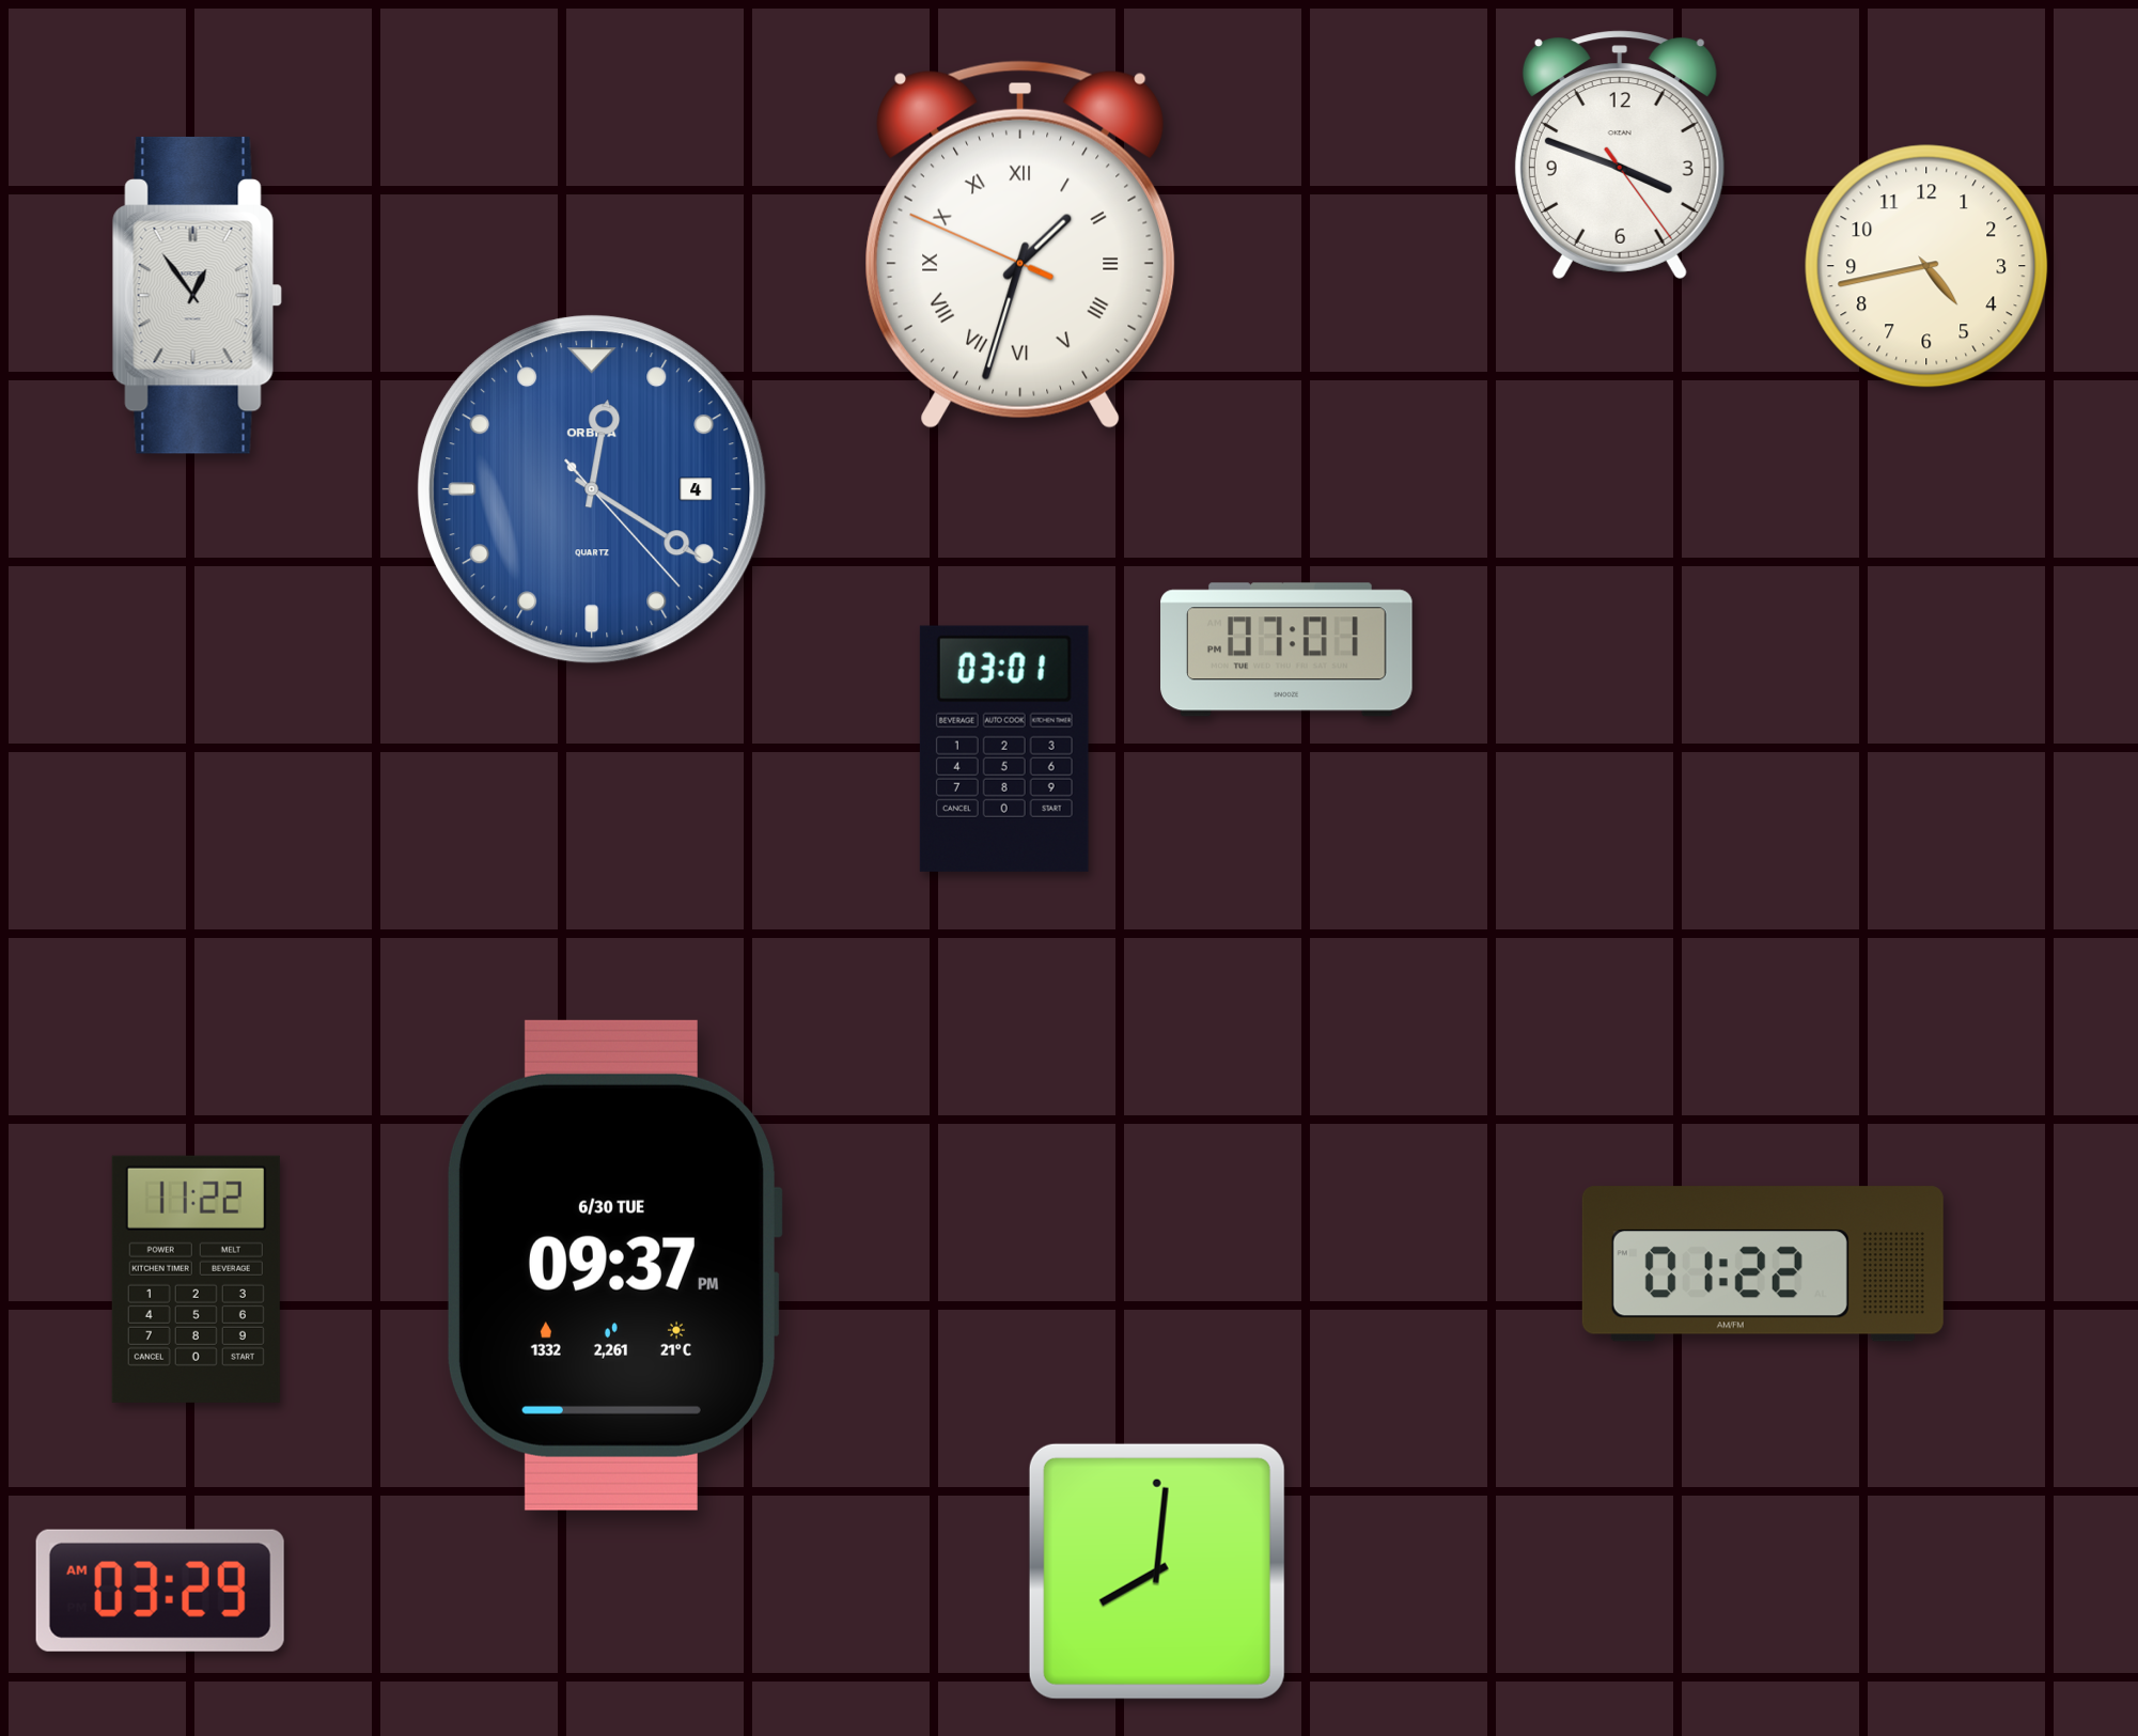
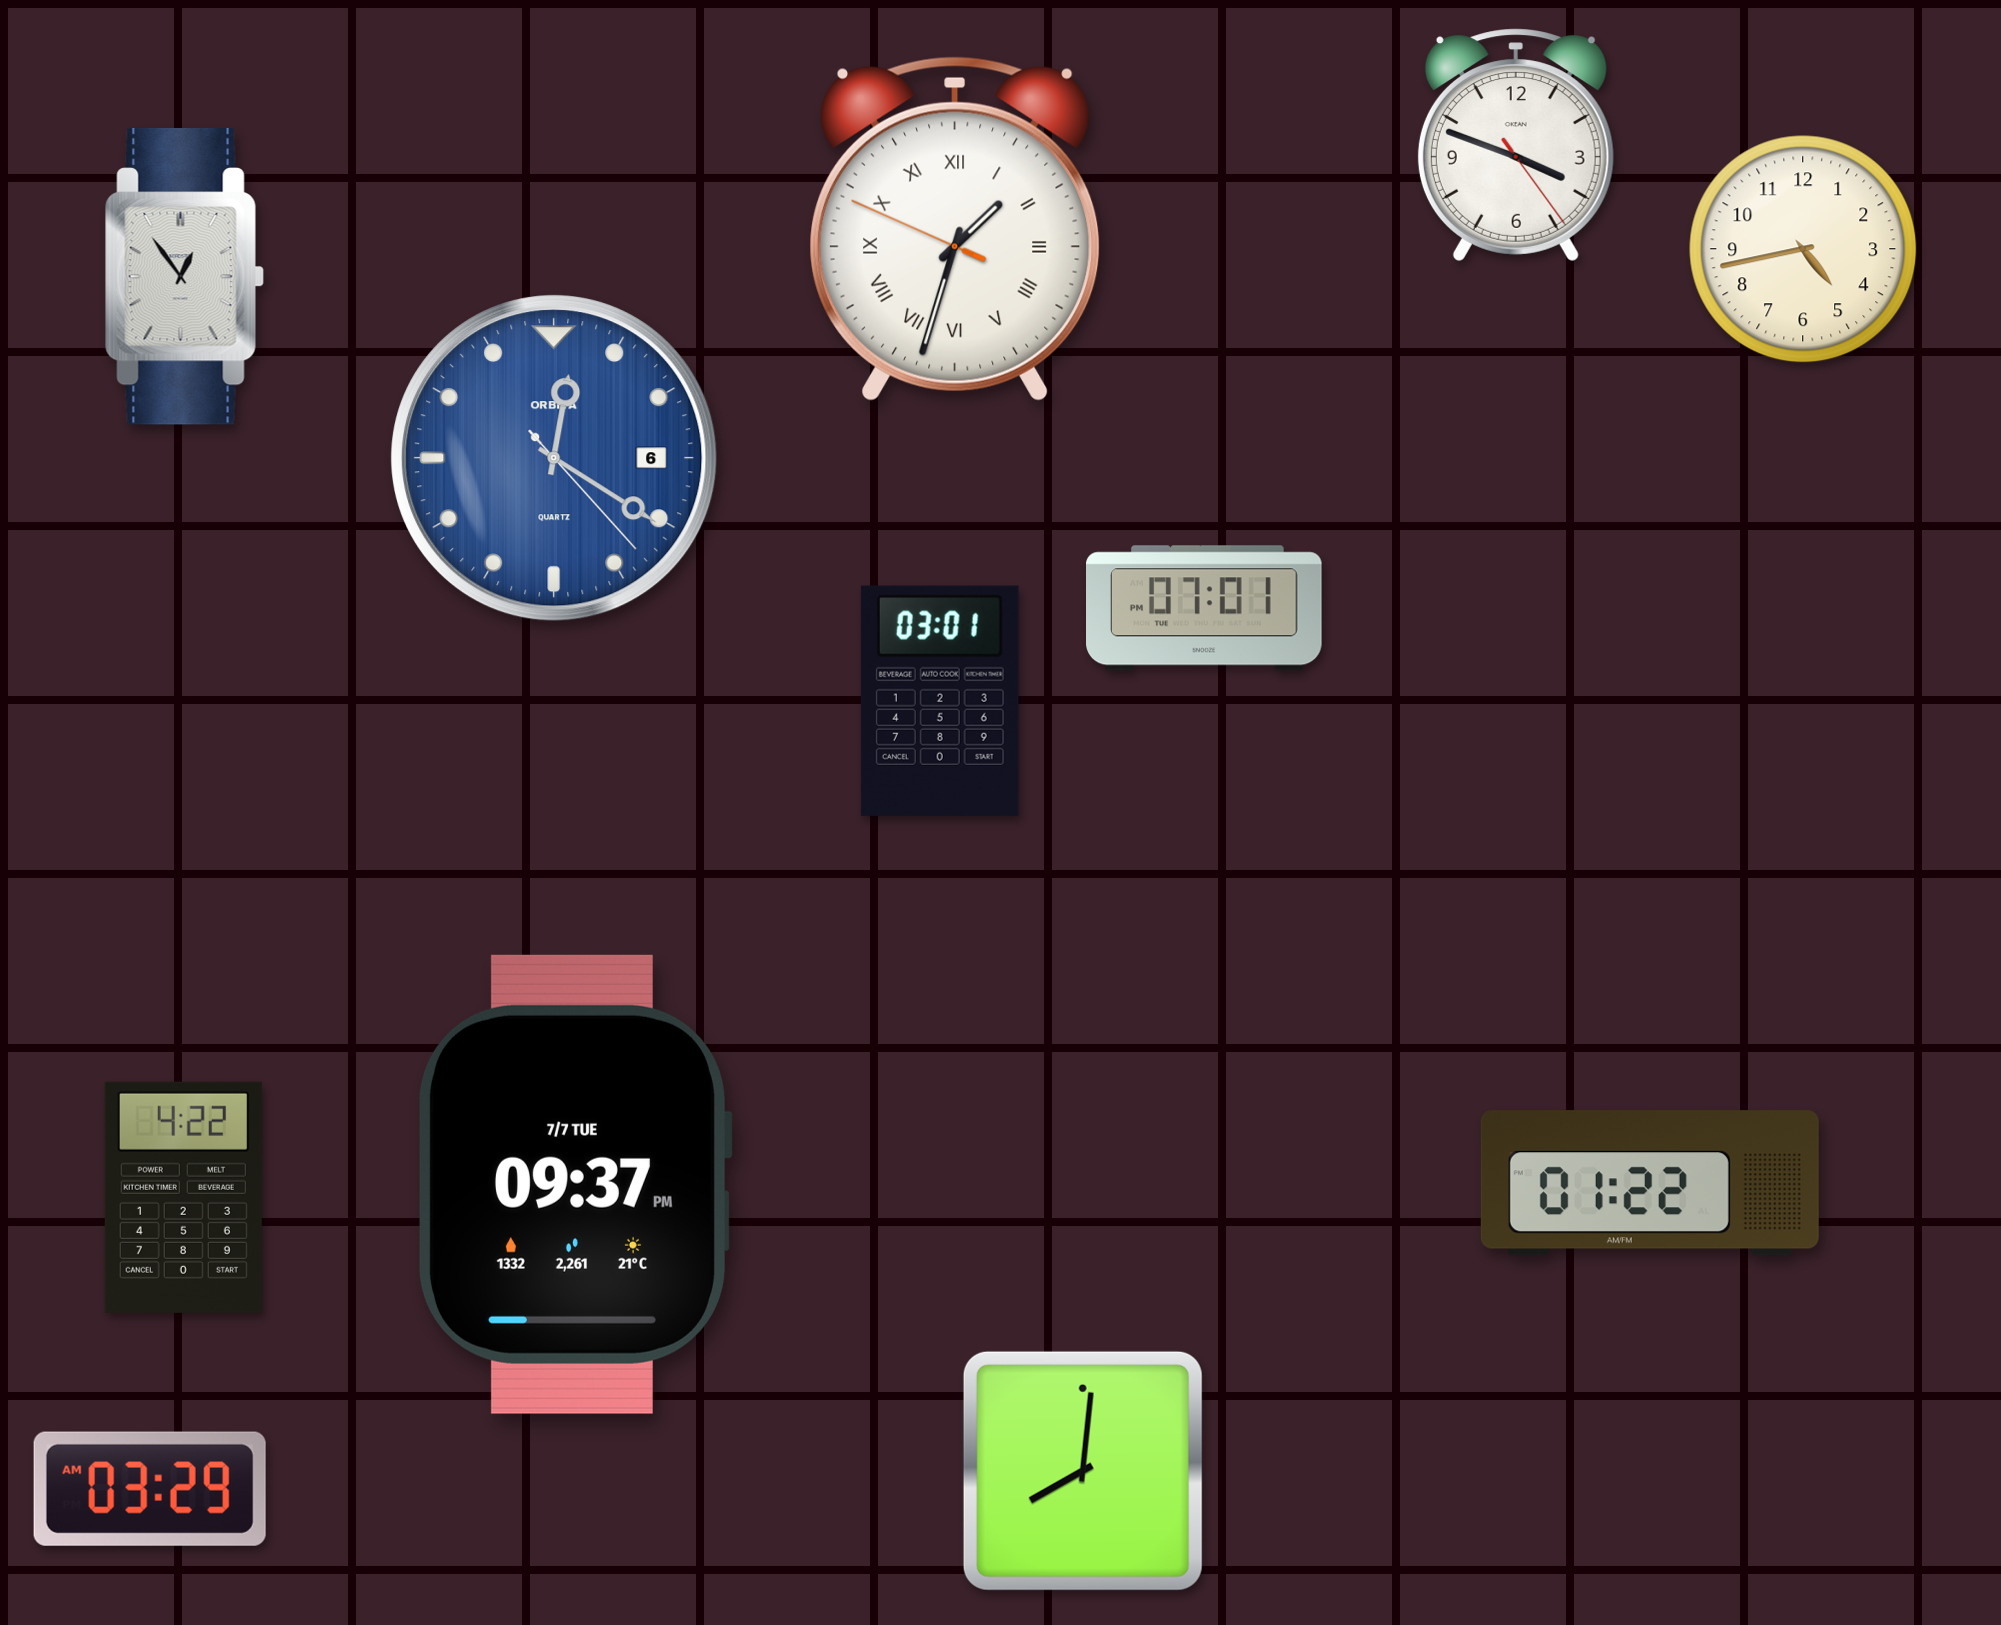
clock at (592, 489) date: 4 -> 6
clock at (614, 1265) date: 6/30 TUE -> 7/7 TUE
clock at (196, 1279): 11:22 -> 4:22
